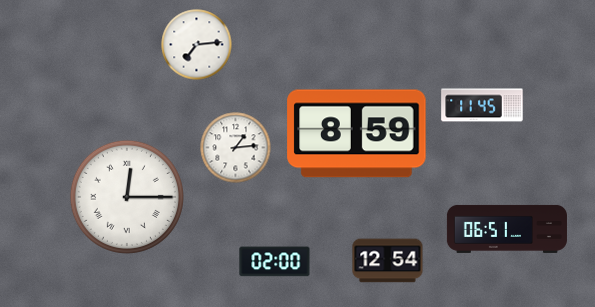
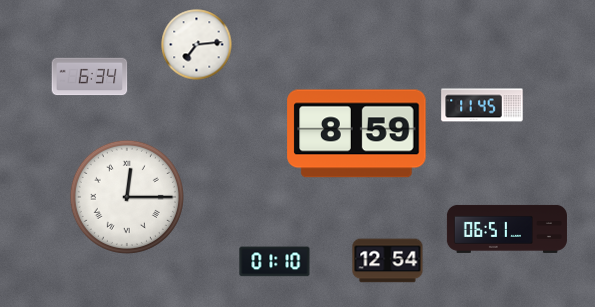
clock at (90, 77): none -> 6:34
clock at (236, 148): 1:14 -> none
clock at (275, 262): 02:00 -> 01:10
